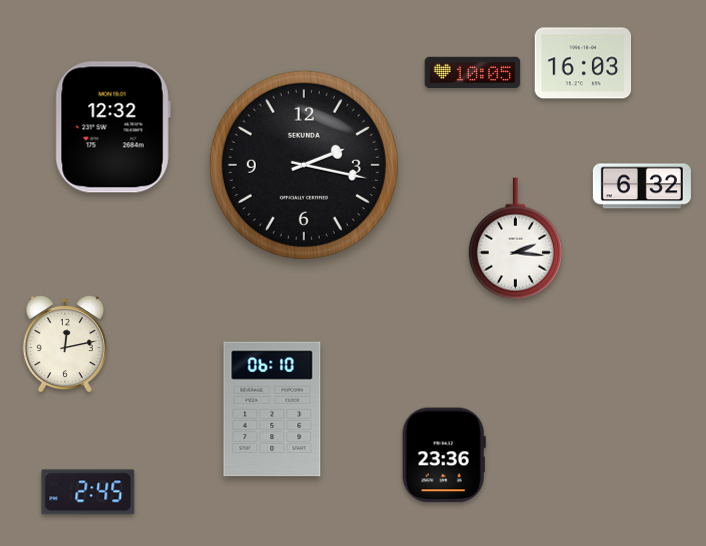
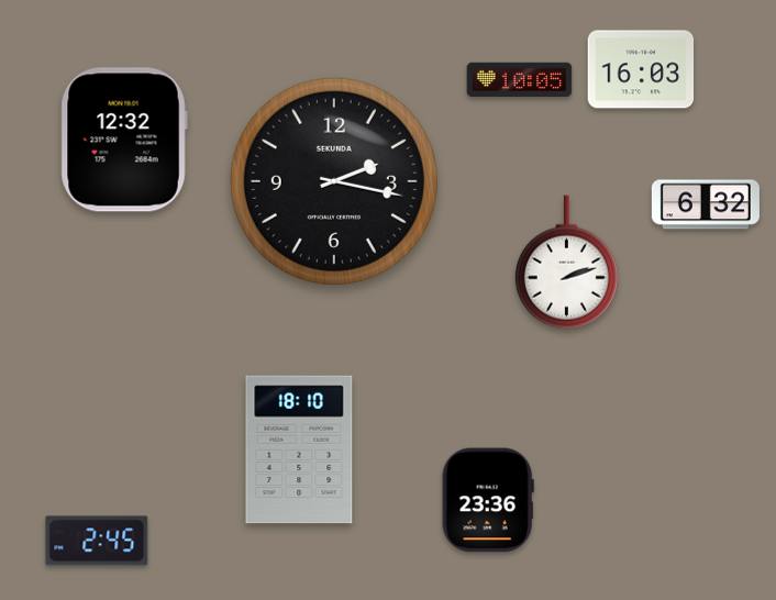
clock at (515, 239): 2:16 -> 2:12
clock at (65, 344): 12:13 -> none
clock at (272, 409): 06:10 -> 18:10
